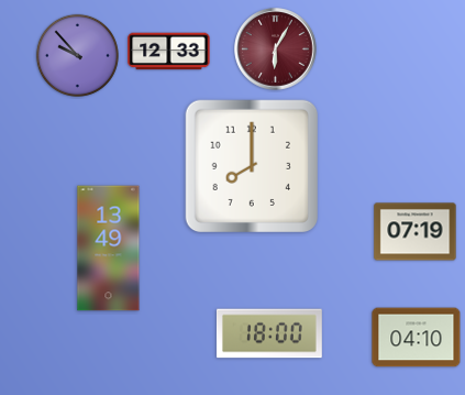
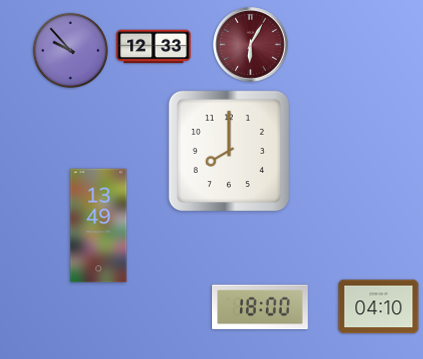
clock at (416, 232): 07:19 -> none
clock at (269, 333) position: (269, 333) -> (260, 307)
